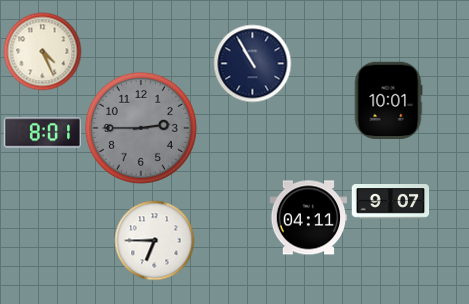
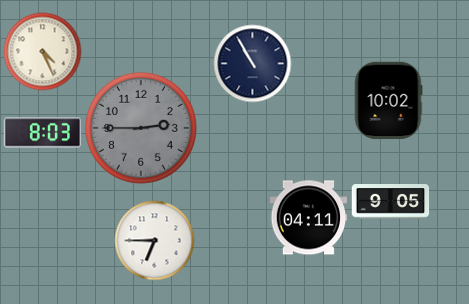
clock at (388, 100): 10:01 -> 10:02
clock at (42, 133): 8:01 -> 8:03
clock at (390, 202): 9:07 -> 9:05
